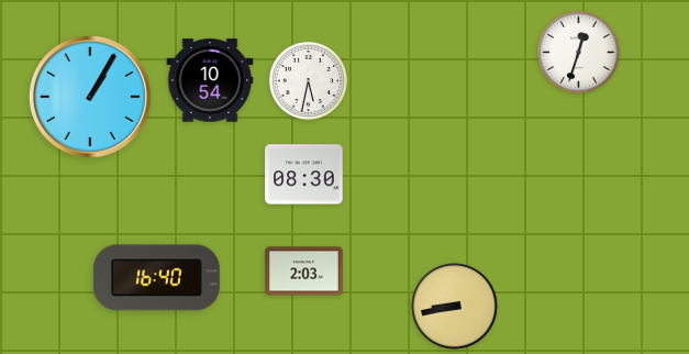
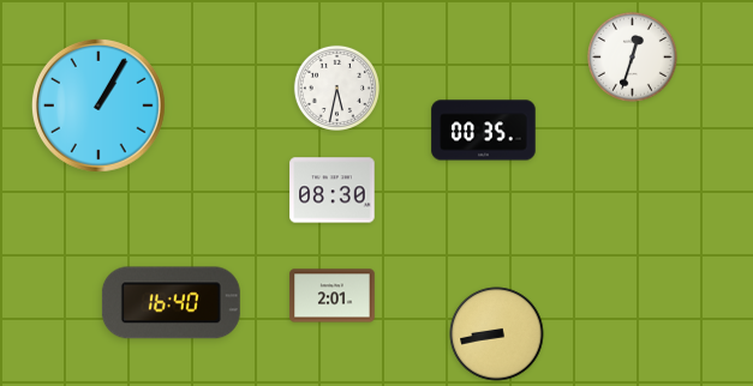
clock at (210, 80): 10:54 -> none
clock at (484, 131): none -> 00:35
clock at (304, 272): 2:03 -> 2:01
